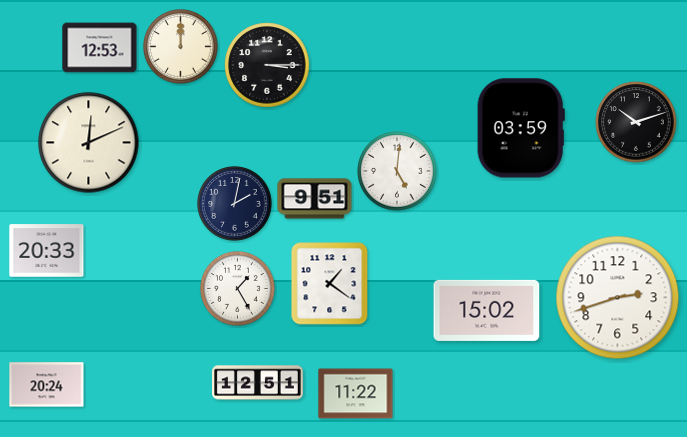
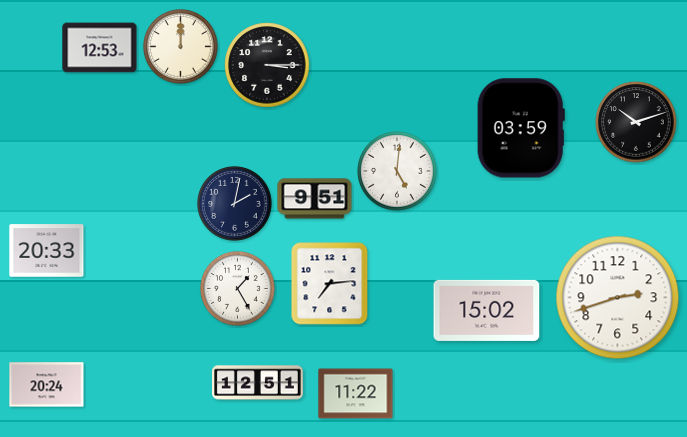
clock at (89, 143): 12:11 -> none
clock at (330, 284): 1:21 -> 7:14
